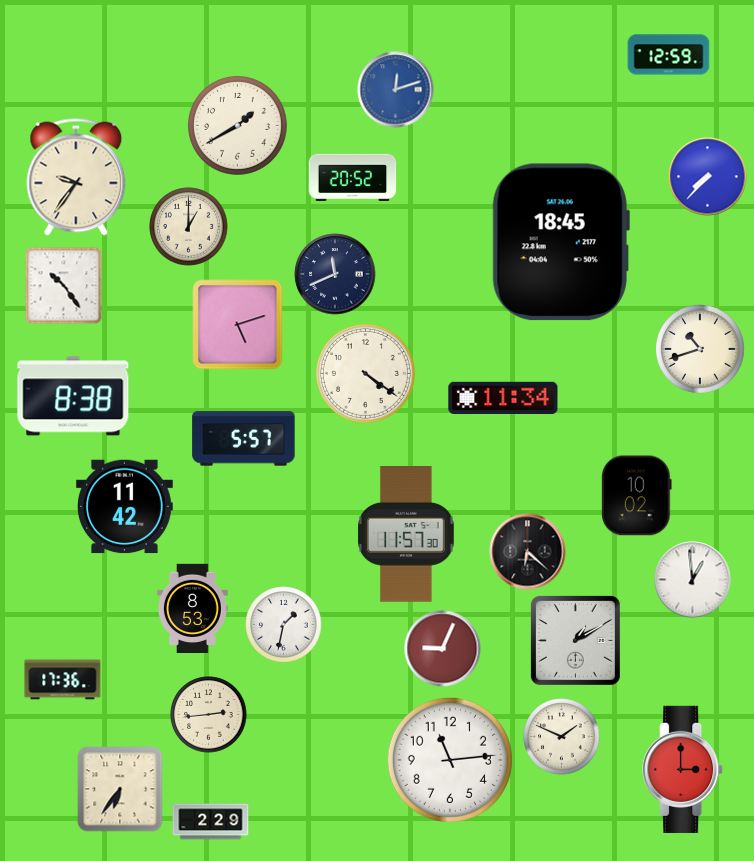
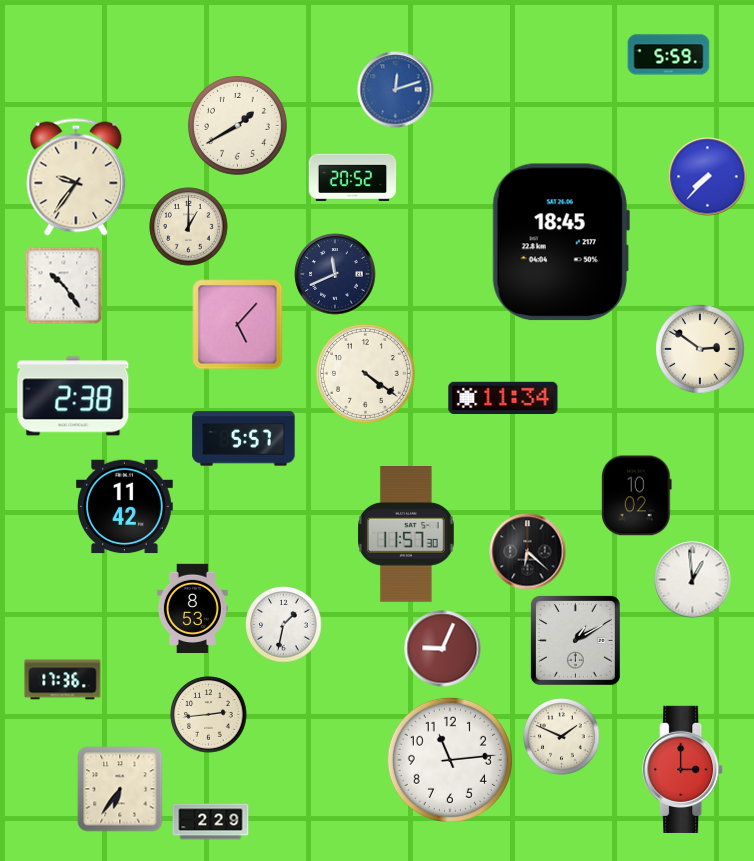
clock at (669, 55): 12:59 -> 5:59
clock at (238, 325): 5:12 -> 5:07
clock at (700, 349): 10:42 -> 2:51
clock at (73, 396): 8:38 -> 2:38
